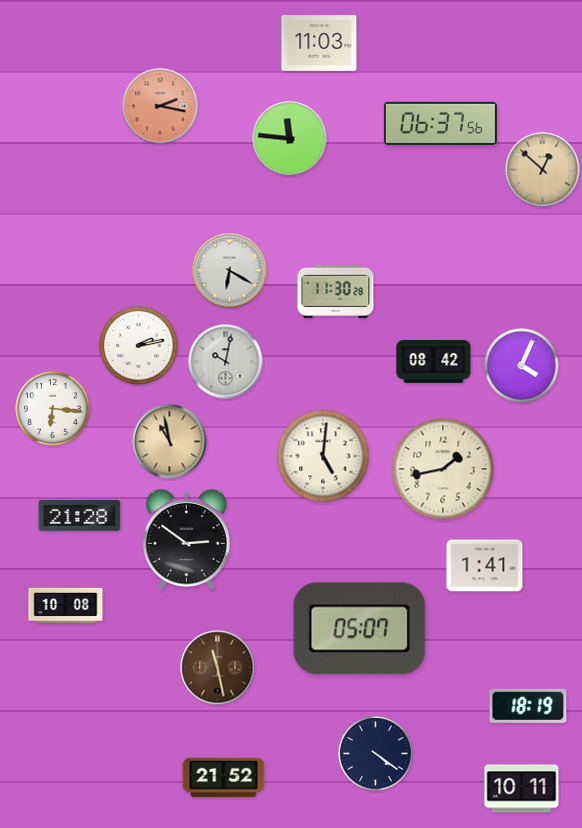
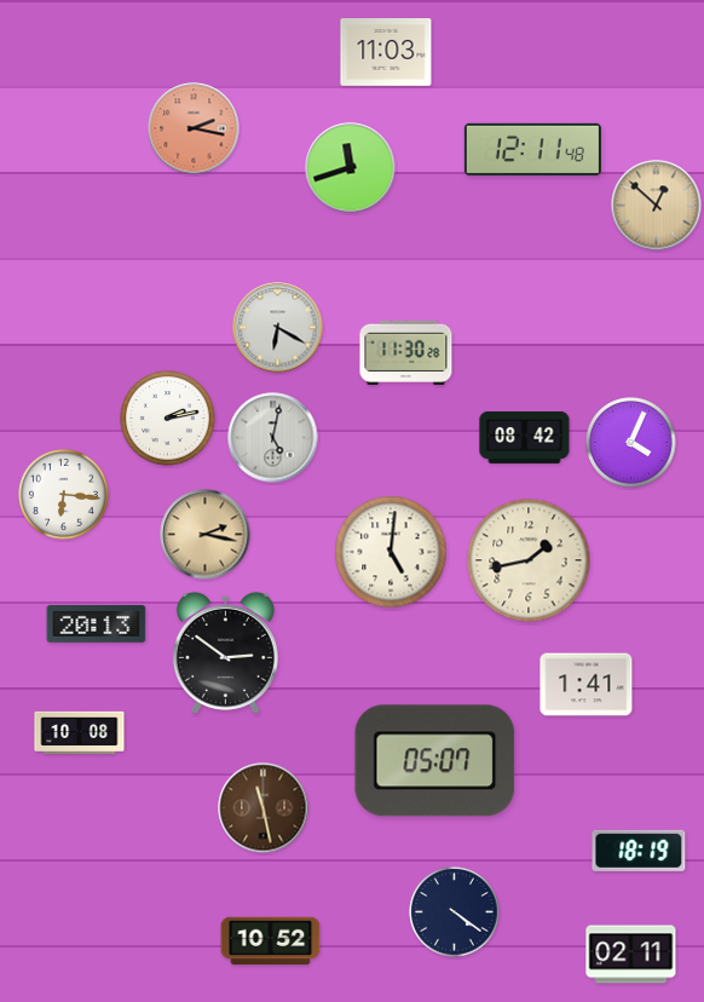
clock at (440, 123): 06:37 -> 12:11
clock at (290, 139): 11:46 -> 11:42
clock at (226, 362): 10:02 -> 5:02
clock at (170, 442): 10:58 -> 2:17
clock at (443, 469) position: (443, 469) -> (529, 560)
clock at (80, 516): 21:28 -> 20:13
clock at (528, 706) position: (528, 706) -> (639, 851)
clock at (224, 778): 21:52 -> 10:52
clock at (522, 789): 10:11 -> 02:11
